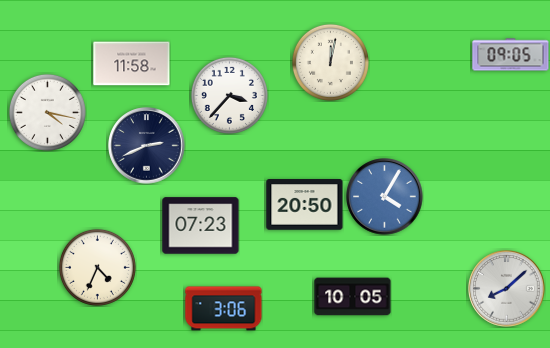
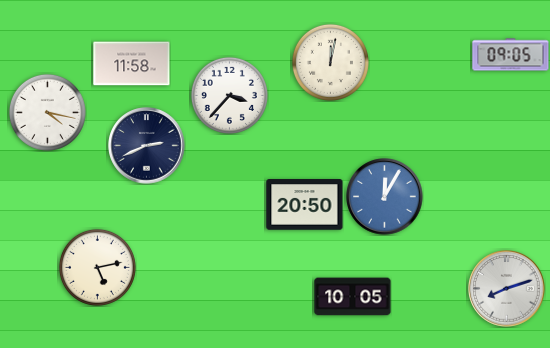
clock at (385, 197): 4:05 -> 12:05
clock at (201, 226): 07:23 -> none
clock at (97, 267): 4:34 -> 5:13
clock at (507, 289): 8:08 -> 8:12
clock at (224, 309): 3:06 -> none
